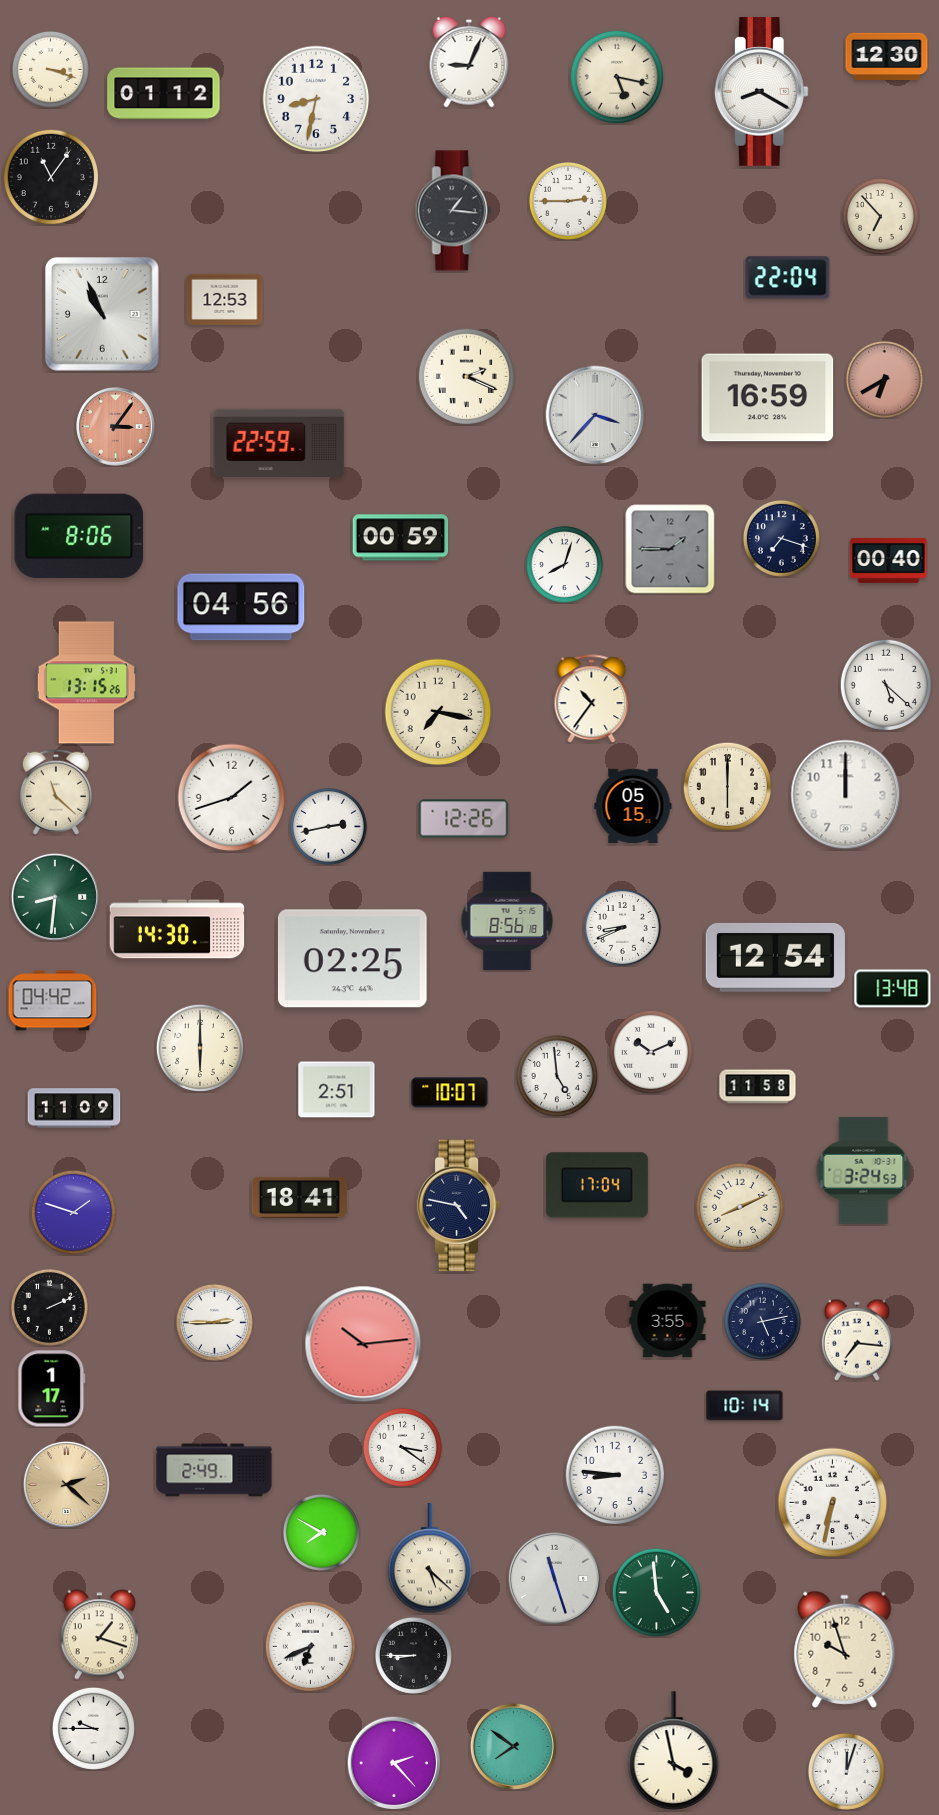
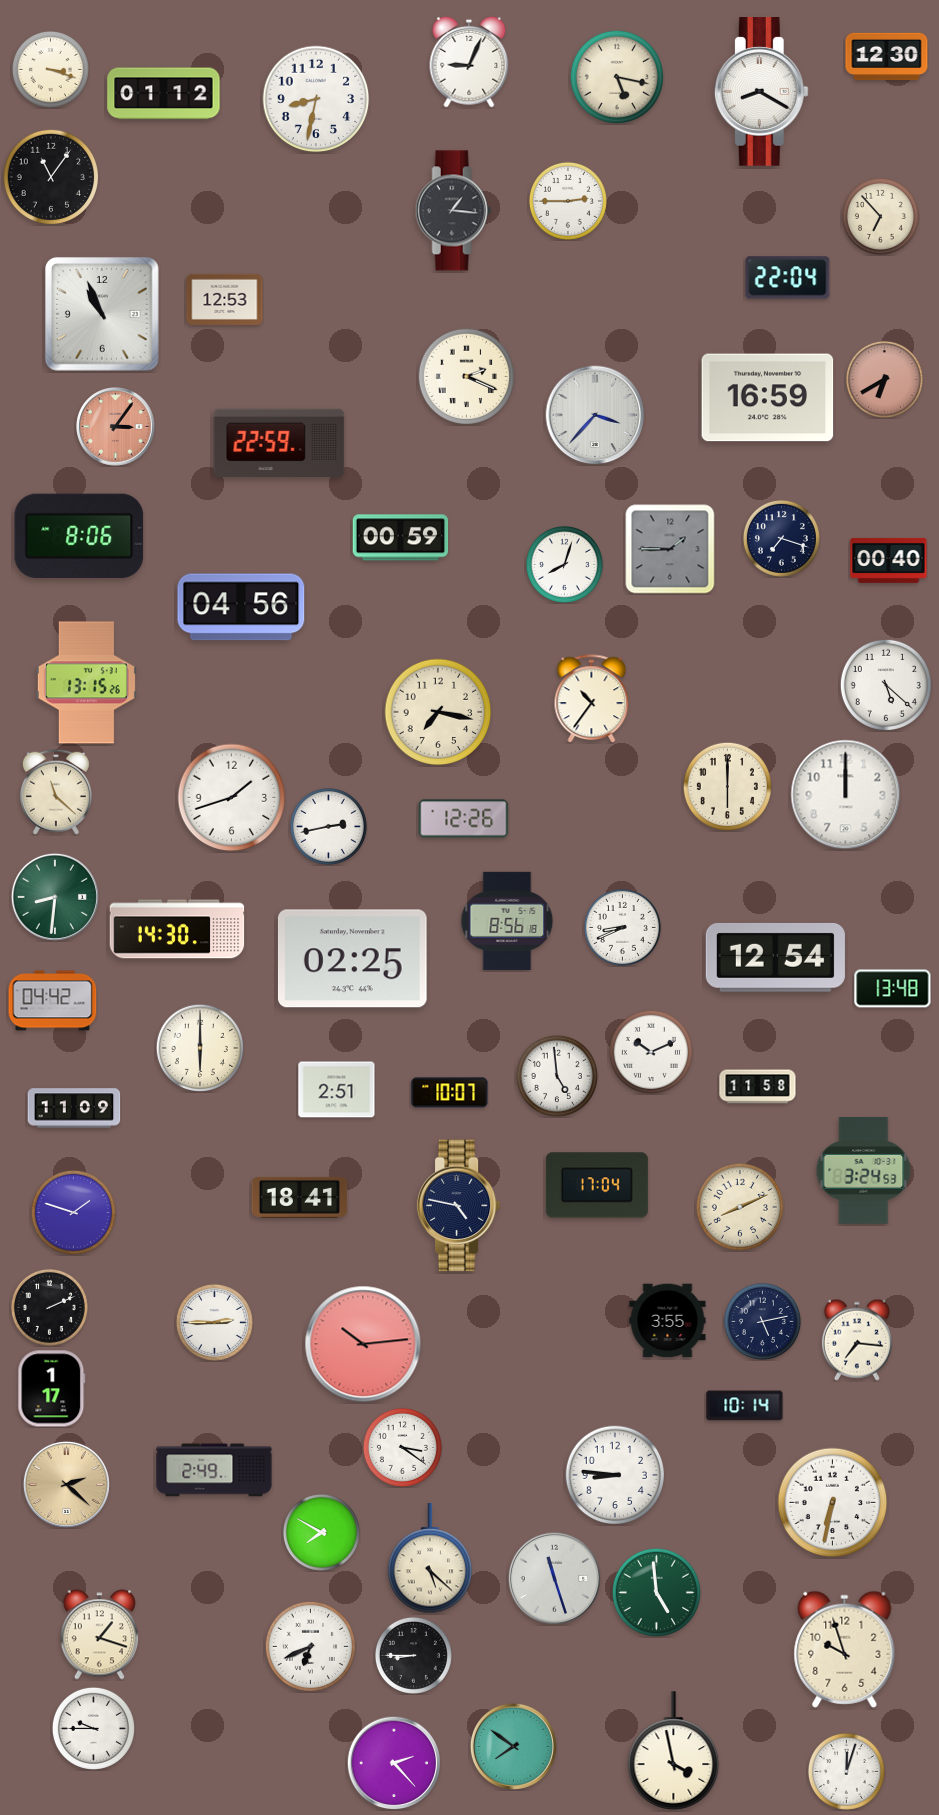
clock at (633, 805): 05:15 -> none
